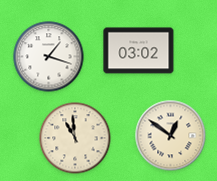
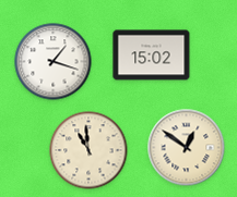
clock at (139, 51): 03:02 -> 15:02
clock at (75, 138) position: (75, 138) -> (88, 150)
